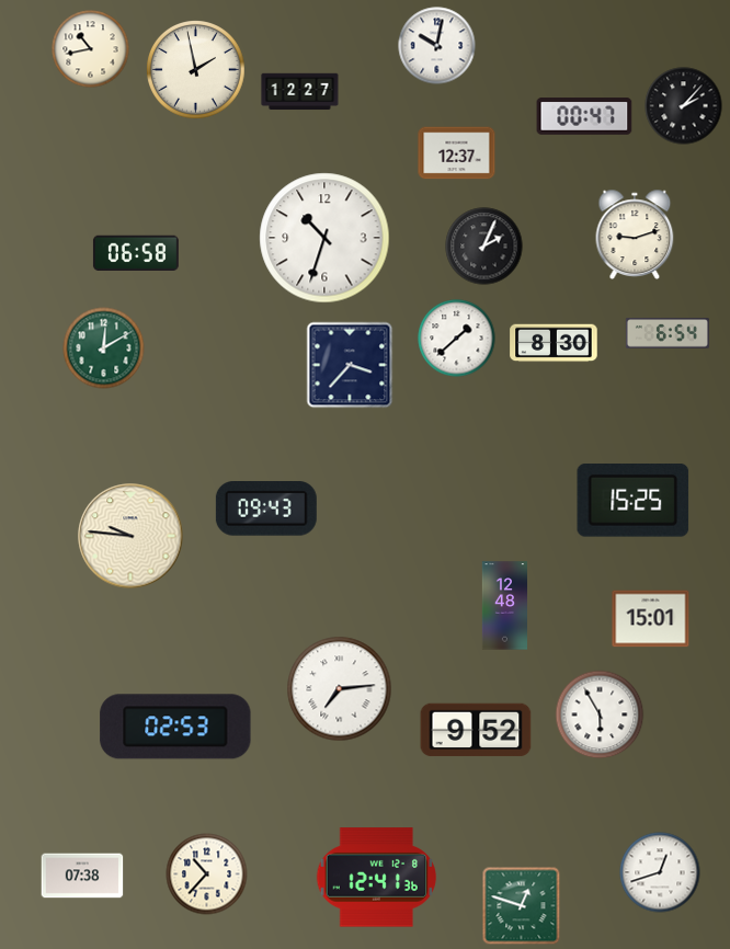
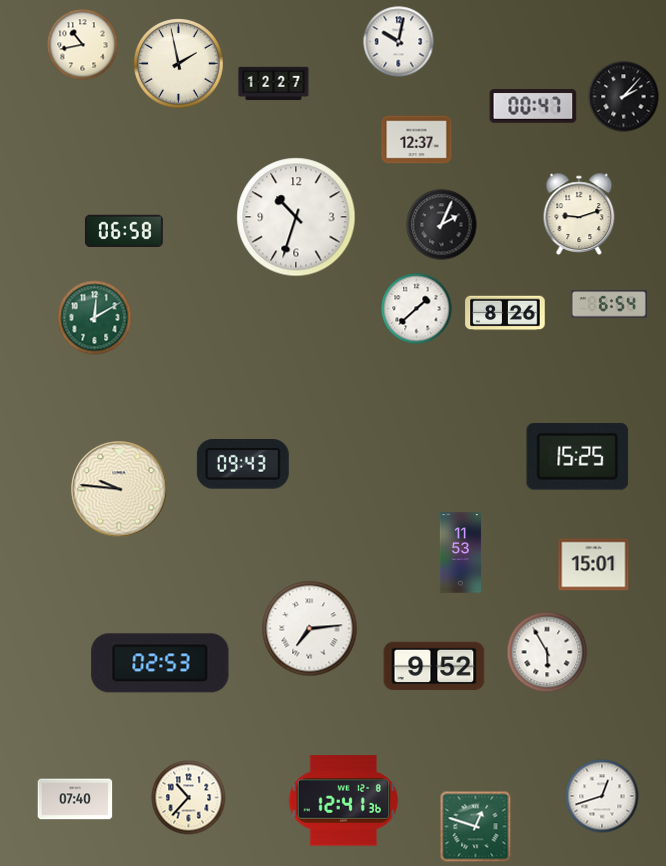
clock at (554, 343): 8:30 -> 8:26
clock at (350, 365): 3:37 -> none
clock at (504, 606): 12:48 -> 11:53
clock at (82, 876): 07:38 -> 07:40
